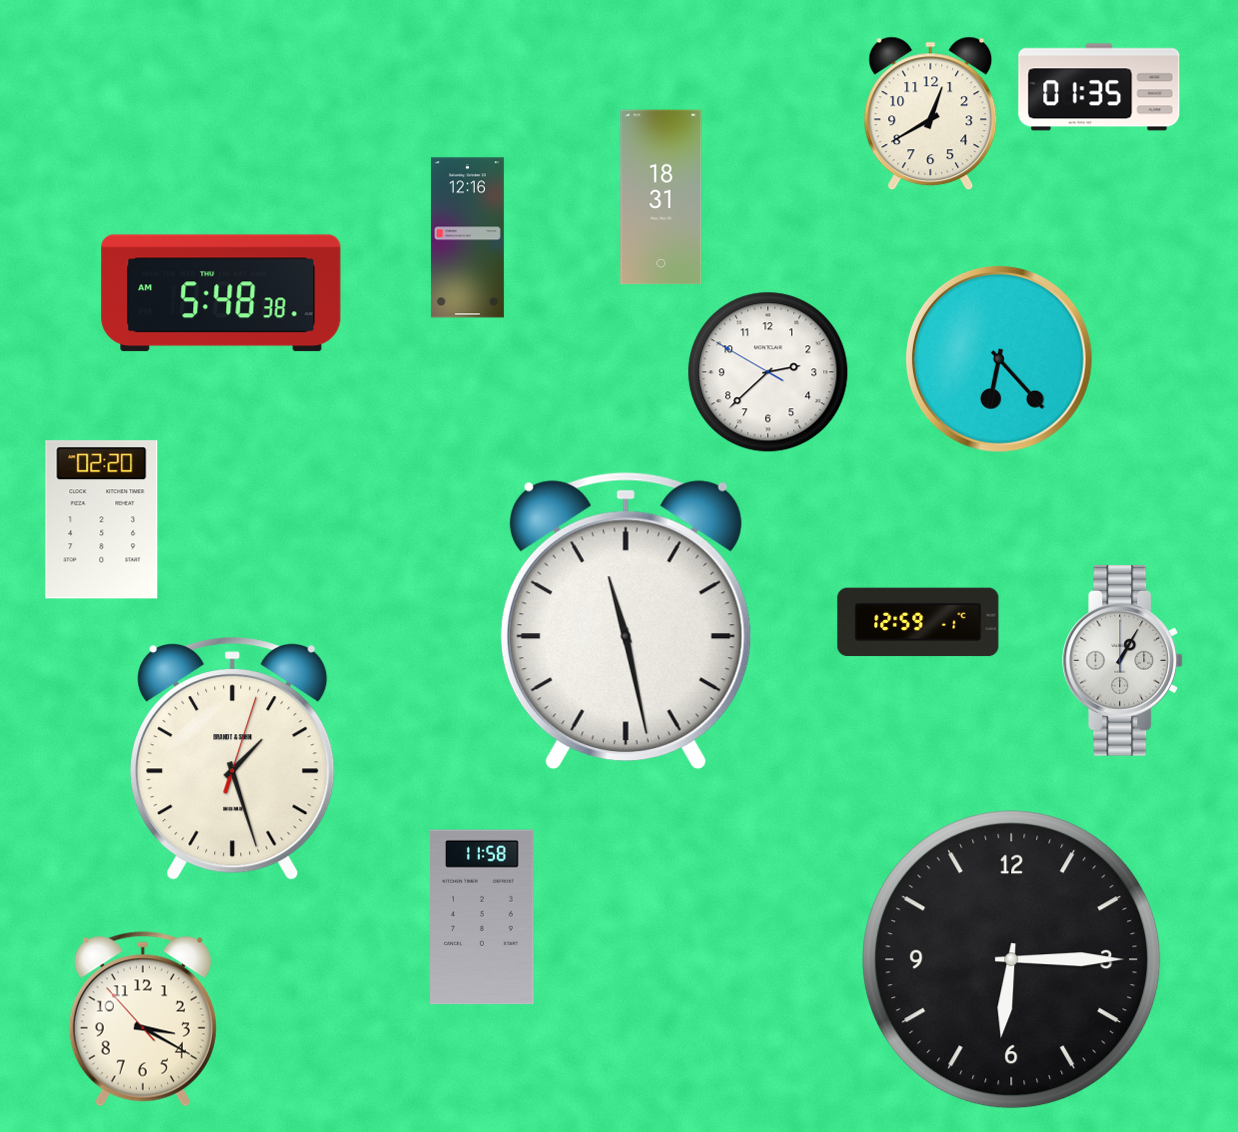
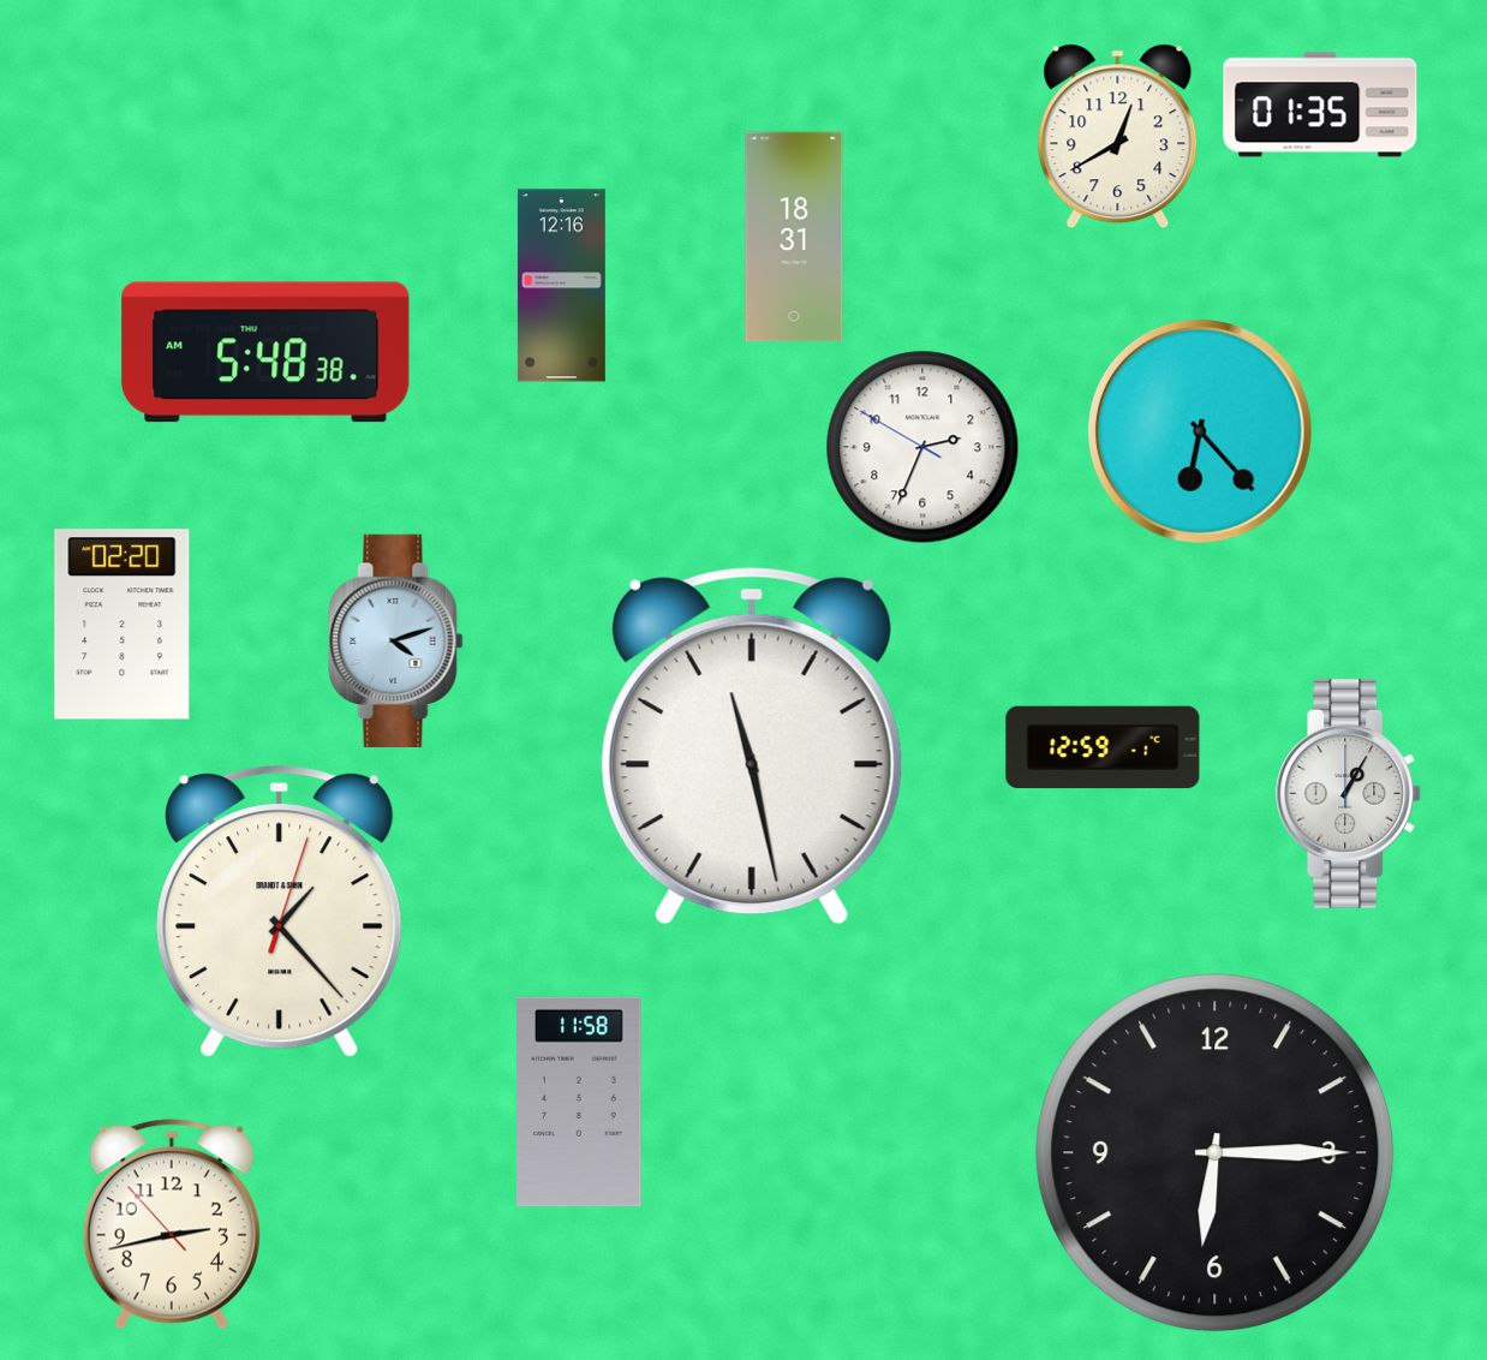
clock at (768, 372): 2:37 -> 2:33
clock at (396, 640): none -> 4:12
clock at (233, 759): 1:27 -> 1:23
clock at (143, 1019): 3:19 -> 2:42
